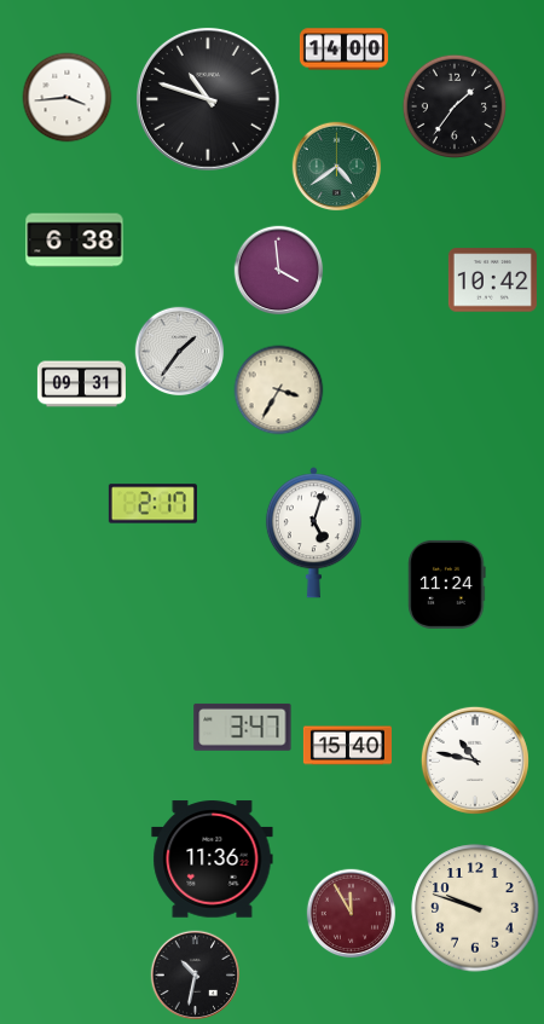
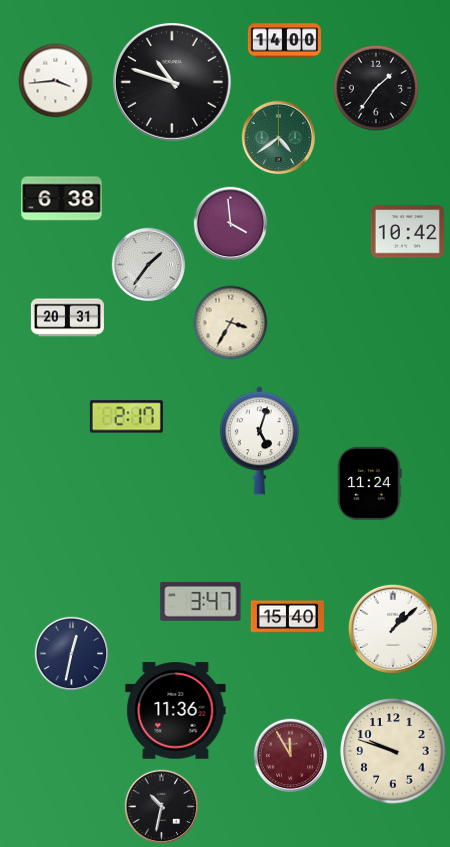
clock at (180, 352) position: (180, 352) -> (149, 265)
clock at (81, 384): 09:31 -> 20:31
clock at (475, 760): 10:47 -> 1:08
clock at (72, 654): none -> 12:32
